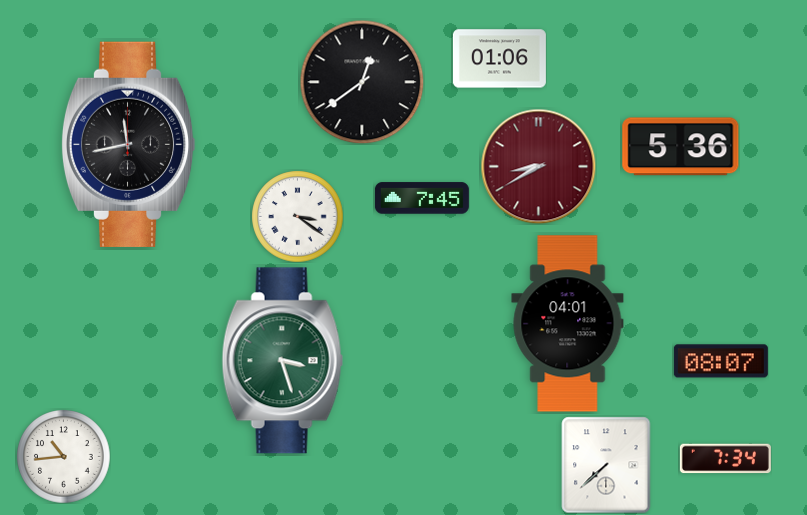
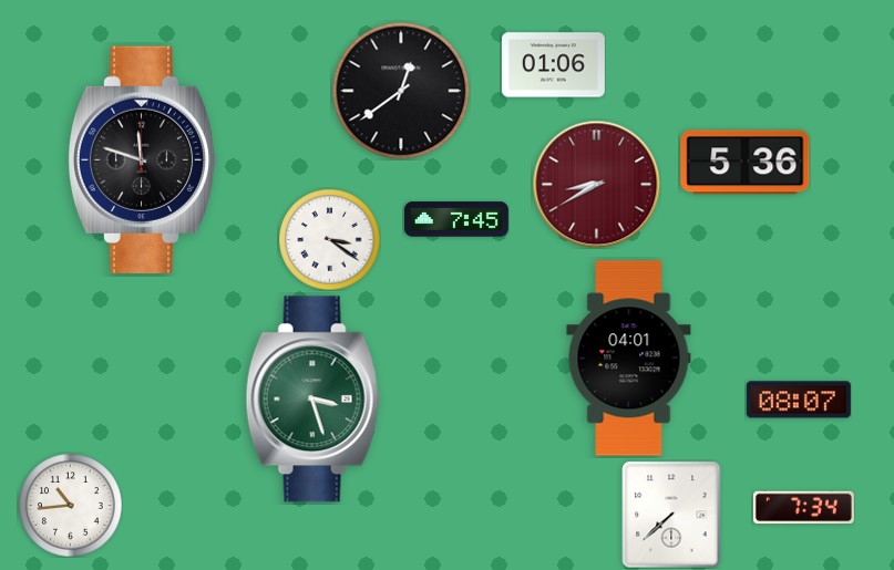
clock at (128, 144): 11:43 -> 11:48
clock at (681, 147) position: (681, 147) -> (746, 163)
clock at (422, 198) position: (422, 198) -> (456, 219)
